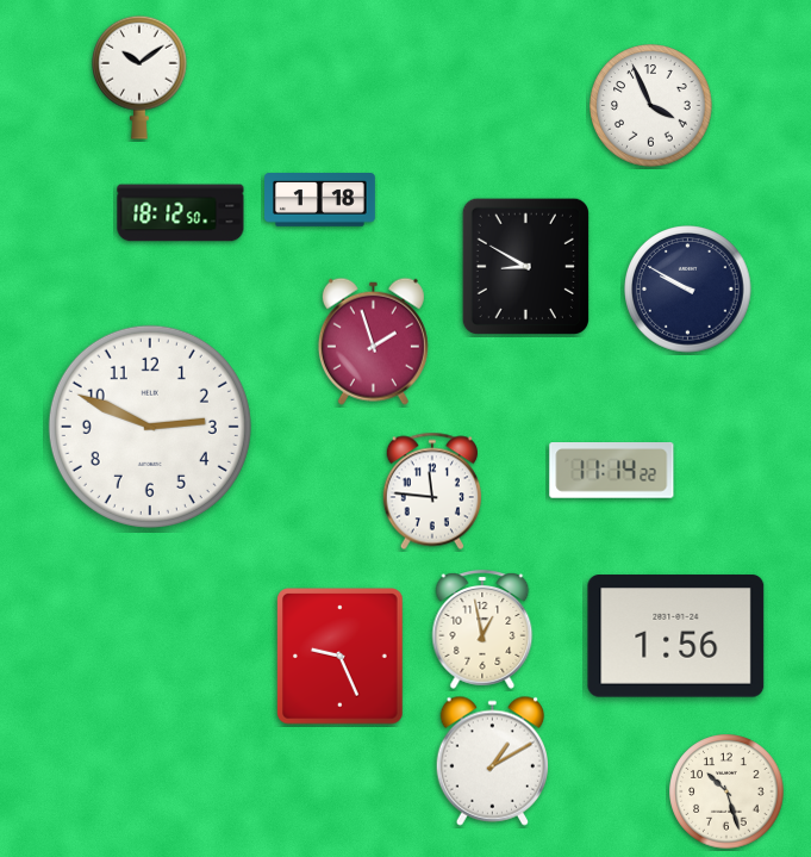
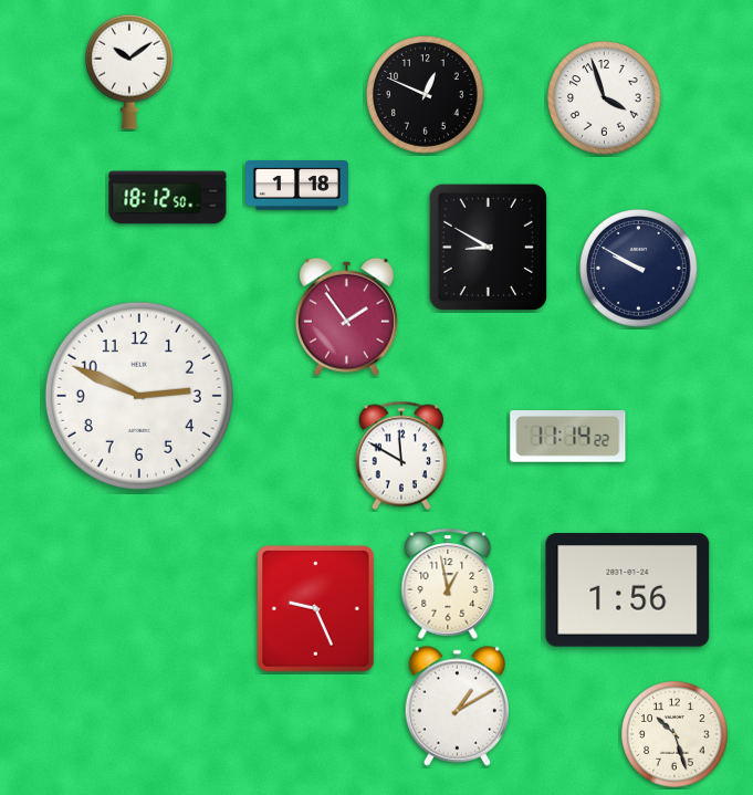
clock at (426, 95): none -> 12:49
clock at (651, 106): 3:56 -> 3:57
clock at (373, 341): 1:57 -> 1:54
clock at (432, 491): 11:46 -> 11:50
